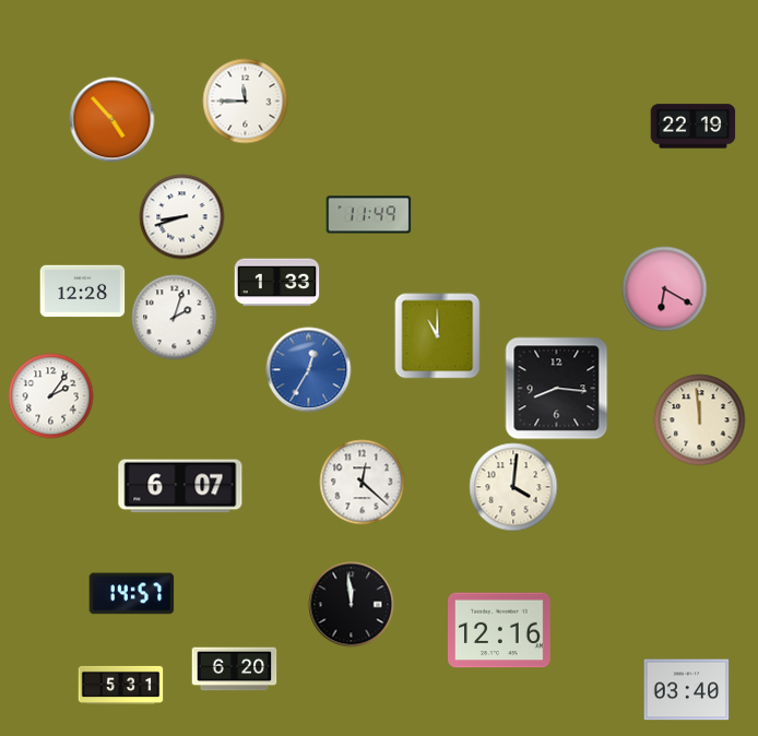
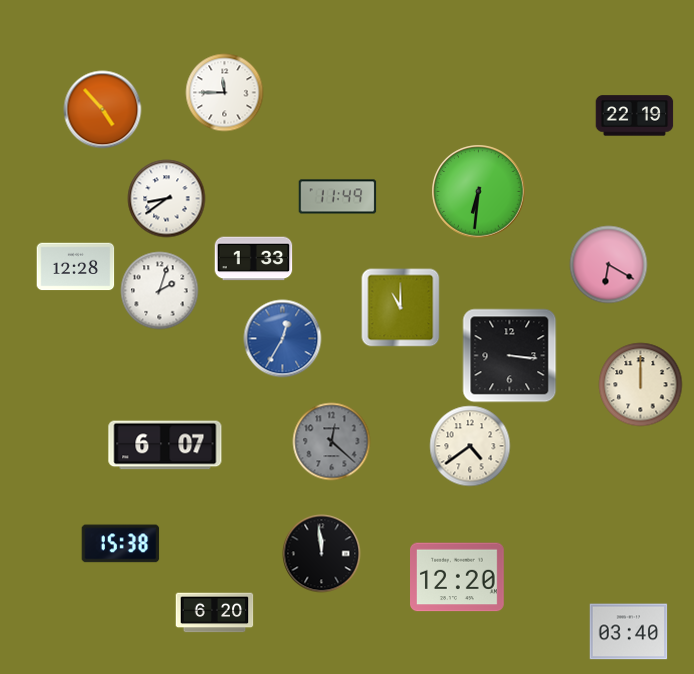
clock at (478, 191): none -> 6:31
clock at (181, 216): 8:42 -> 8:39
clock at (556, 388): 8:16 -> 3:16
clock at (50, 395): 2:06 -> none
clock at (699, 419): 11:59 -> 12:00
clock at (362, 482) dial: white -> grey
clock at (513, 487): 4:01 -> 4:39
clock at (131, 594): 14:57 -> 15:38
clock at (500, 630): 12:16 -> 12:20
clock at (120, 685): 5:31 -> none
